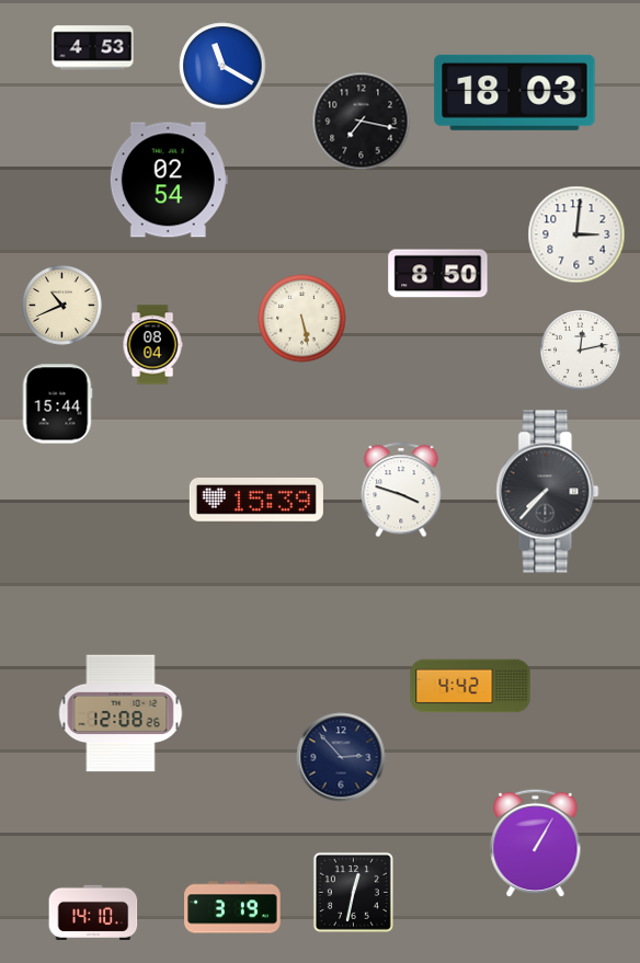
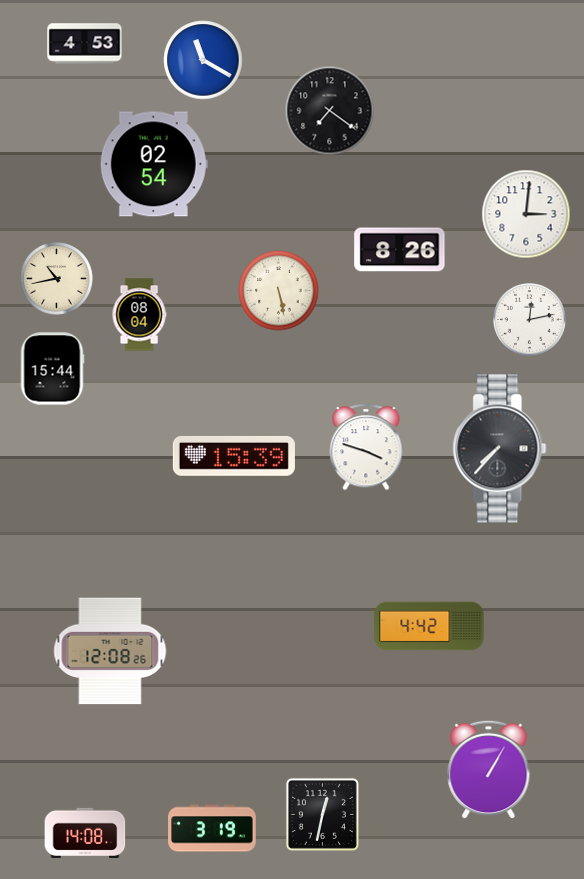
clock at (515, 92): 18:03 -> none
clock at (362, 122): 7:17 -> 7:21
clock at (438, 274): 8:50 -> 8:26
clock at (62, 306): 10:41 -> 10:43
clock at (302, 319) position: (302, 319) -> (279, 291)
clock at (341, 757): 2:53 -> none
clock at (93, 913): 14:10 -> 14:08
